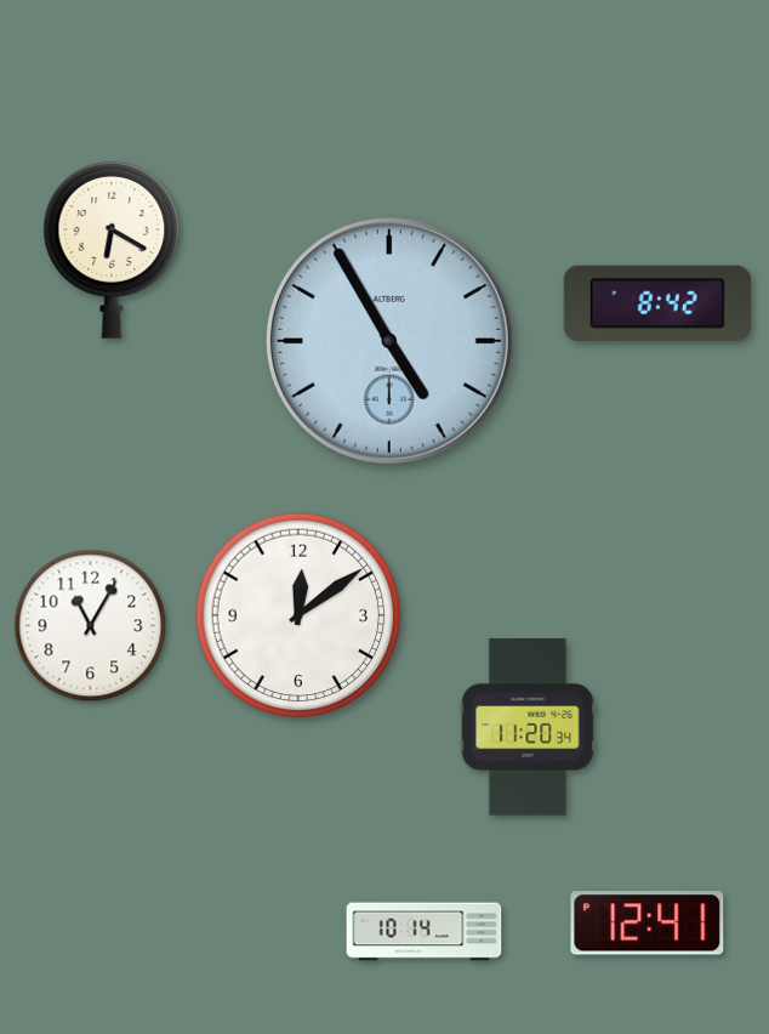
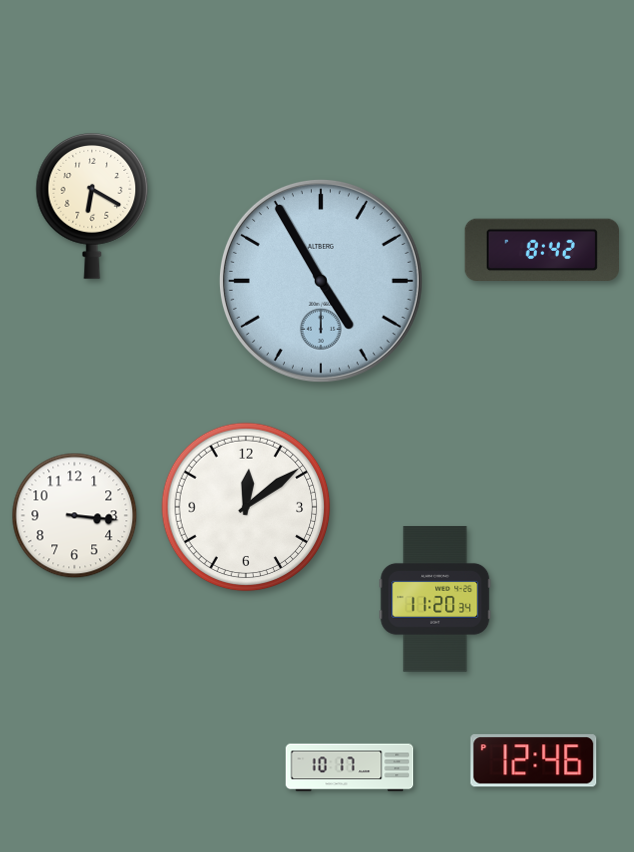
clock at (91, 626): 11:05 -> 3:16
clock at (648, 924): 12:41 -> 12:46
clock at (425, 932): 10:14 -> 10:17
